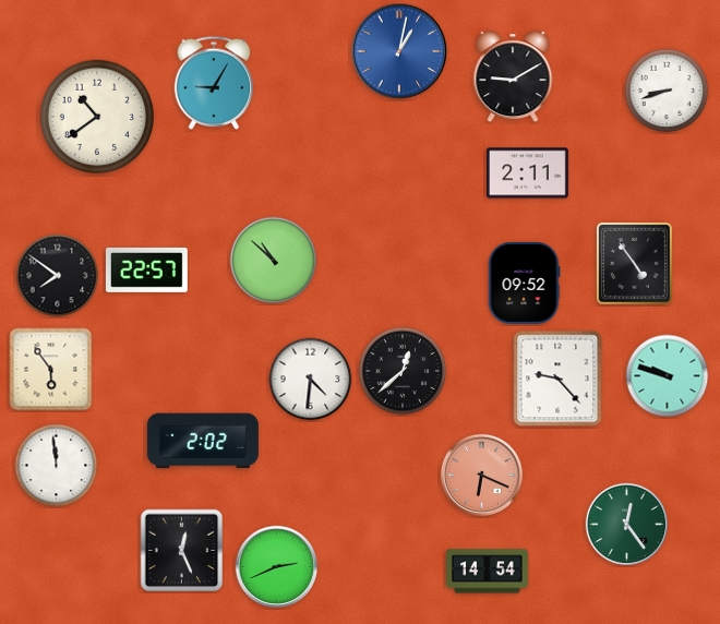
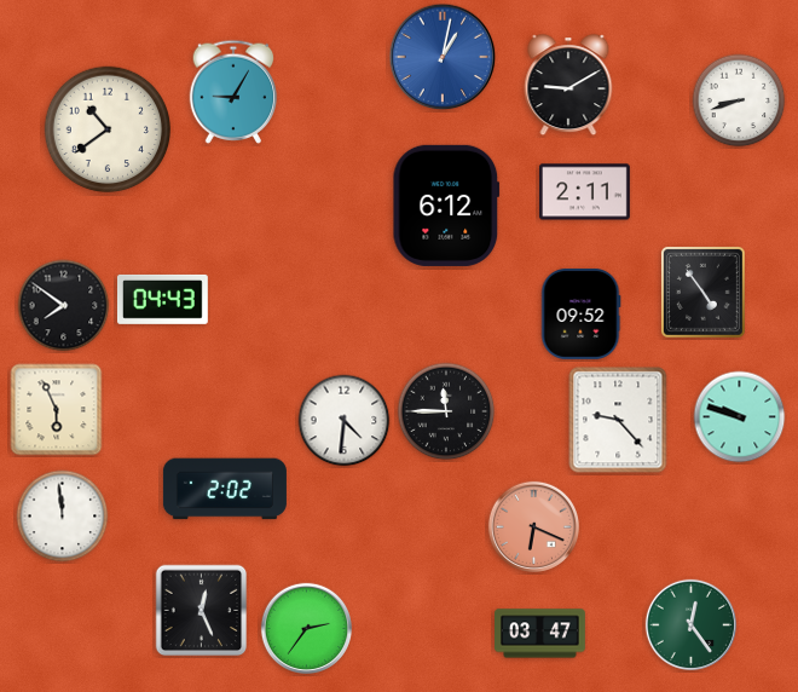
clock at (214, 83) position: (214, 83) -> (233, 92)
clock at (446, 206): none -> 6:12
clock at (274, 261): 10:52 -> none
clock at (146, 269): 22:57 -> 04:43
clock at (51, 370): 5:54 -> 5:56
clock at (403, 371): 12:38 -> 11:45
clock at (626, 524) position: (626, 524) -> (690, 624)
clock at (276, 566): 2:41 -> 2:36
clock at (488, 572): 14:54 -> 03:47
